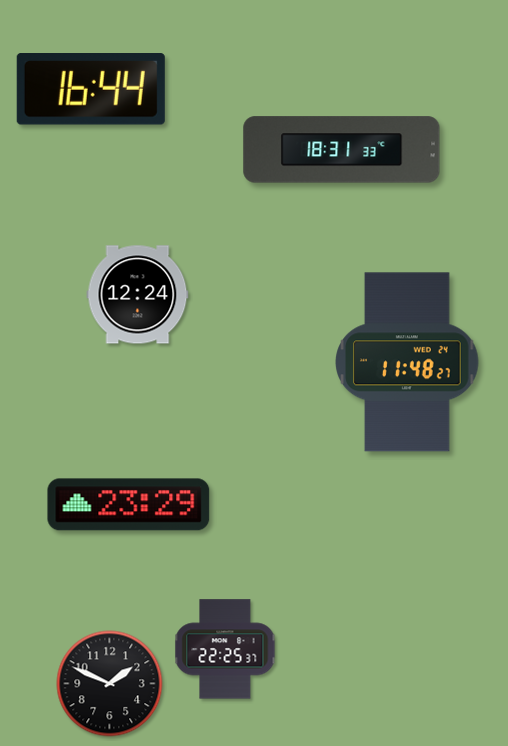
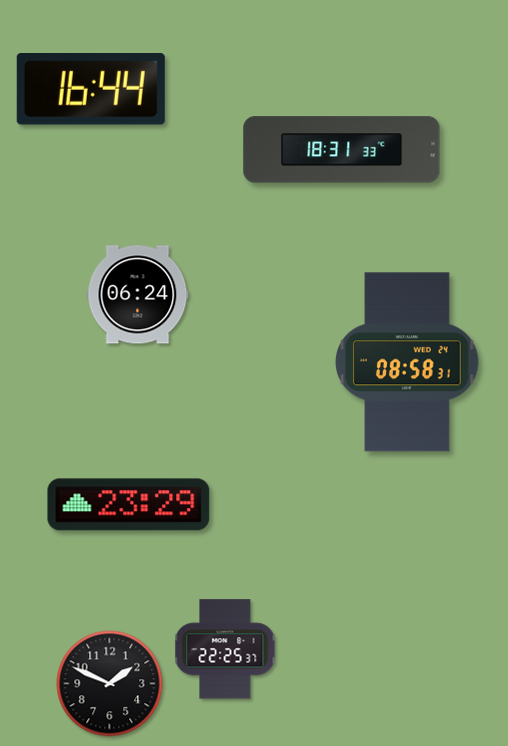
clock at (138, 295): 12:24 -> 06:24
clock at (407, 362): 11:48 -> 08:58
